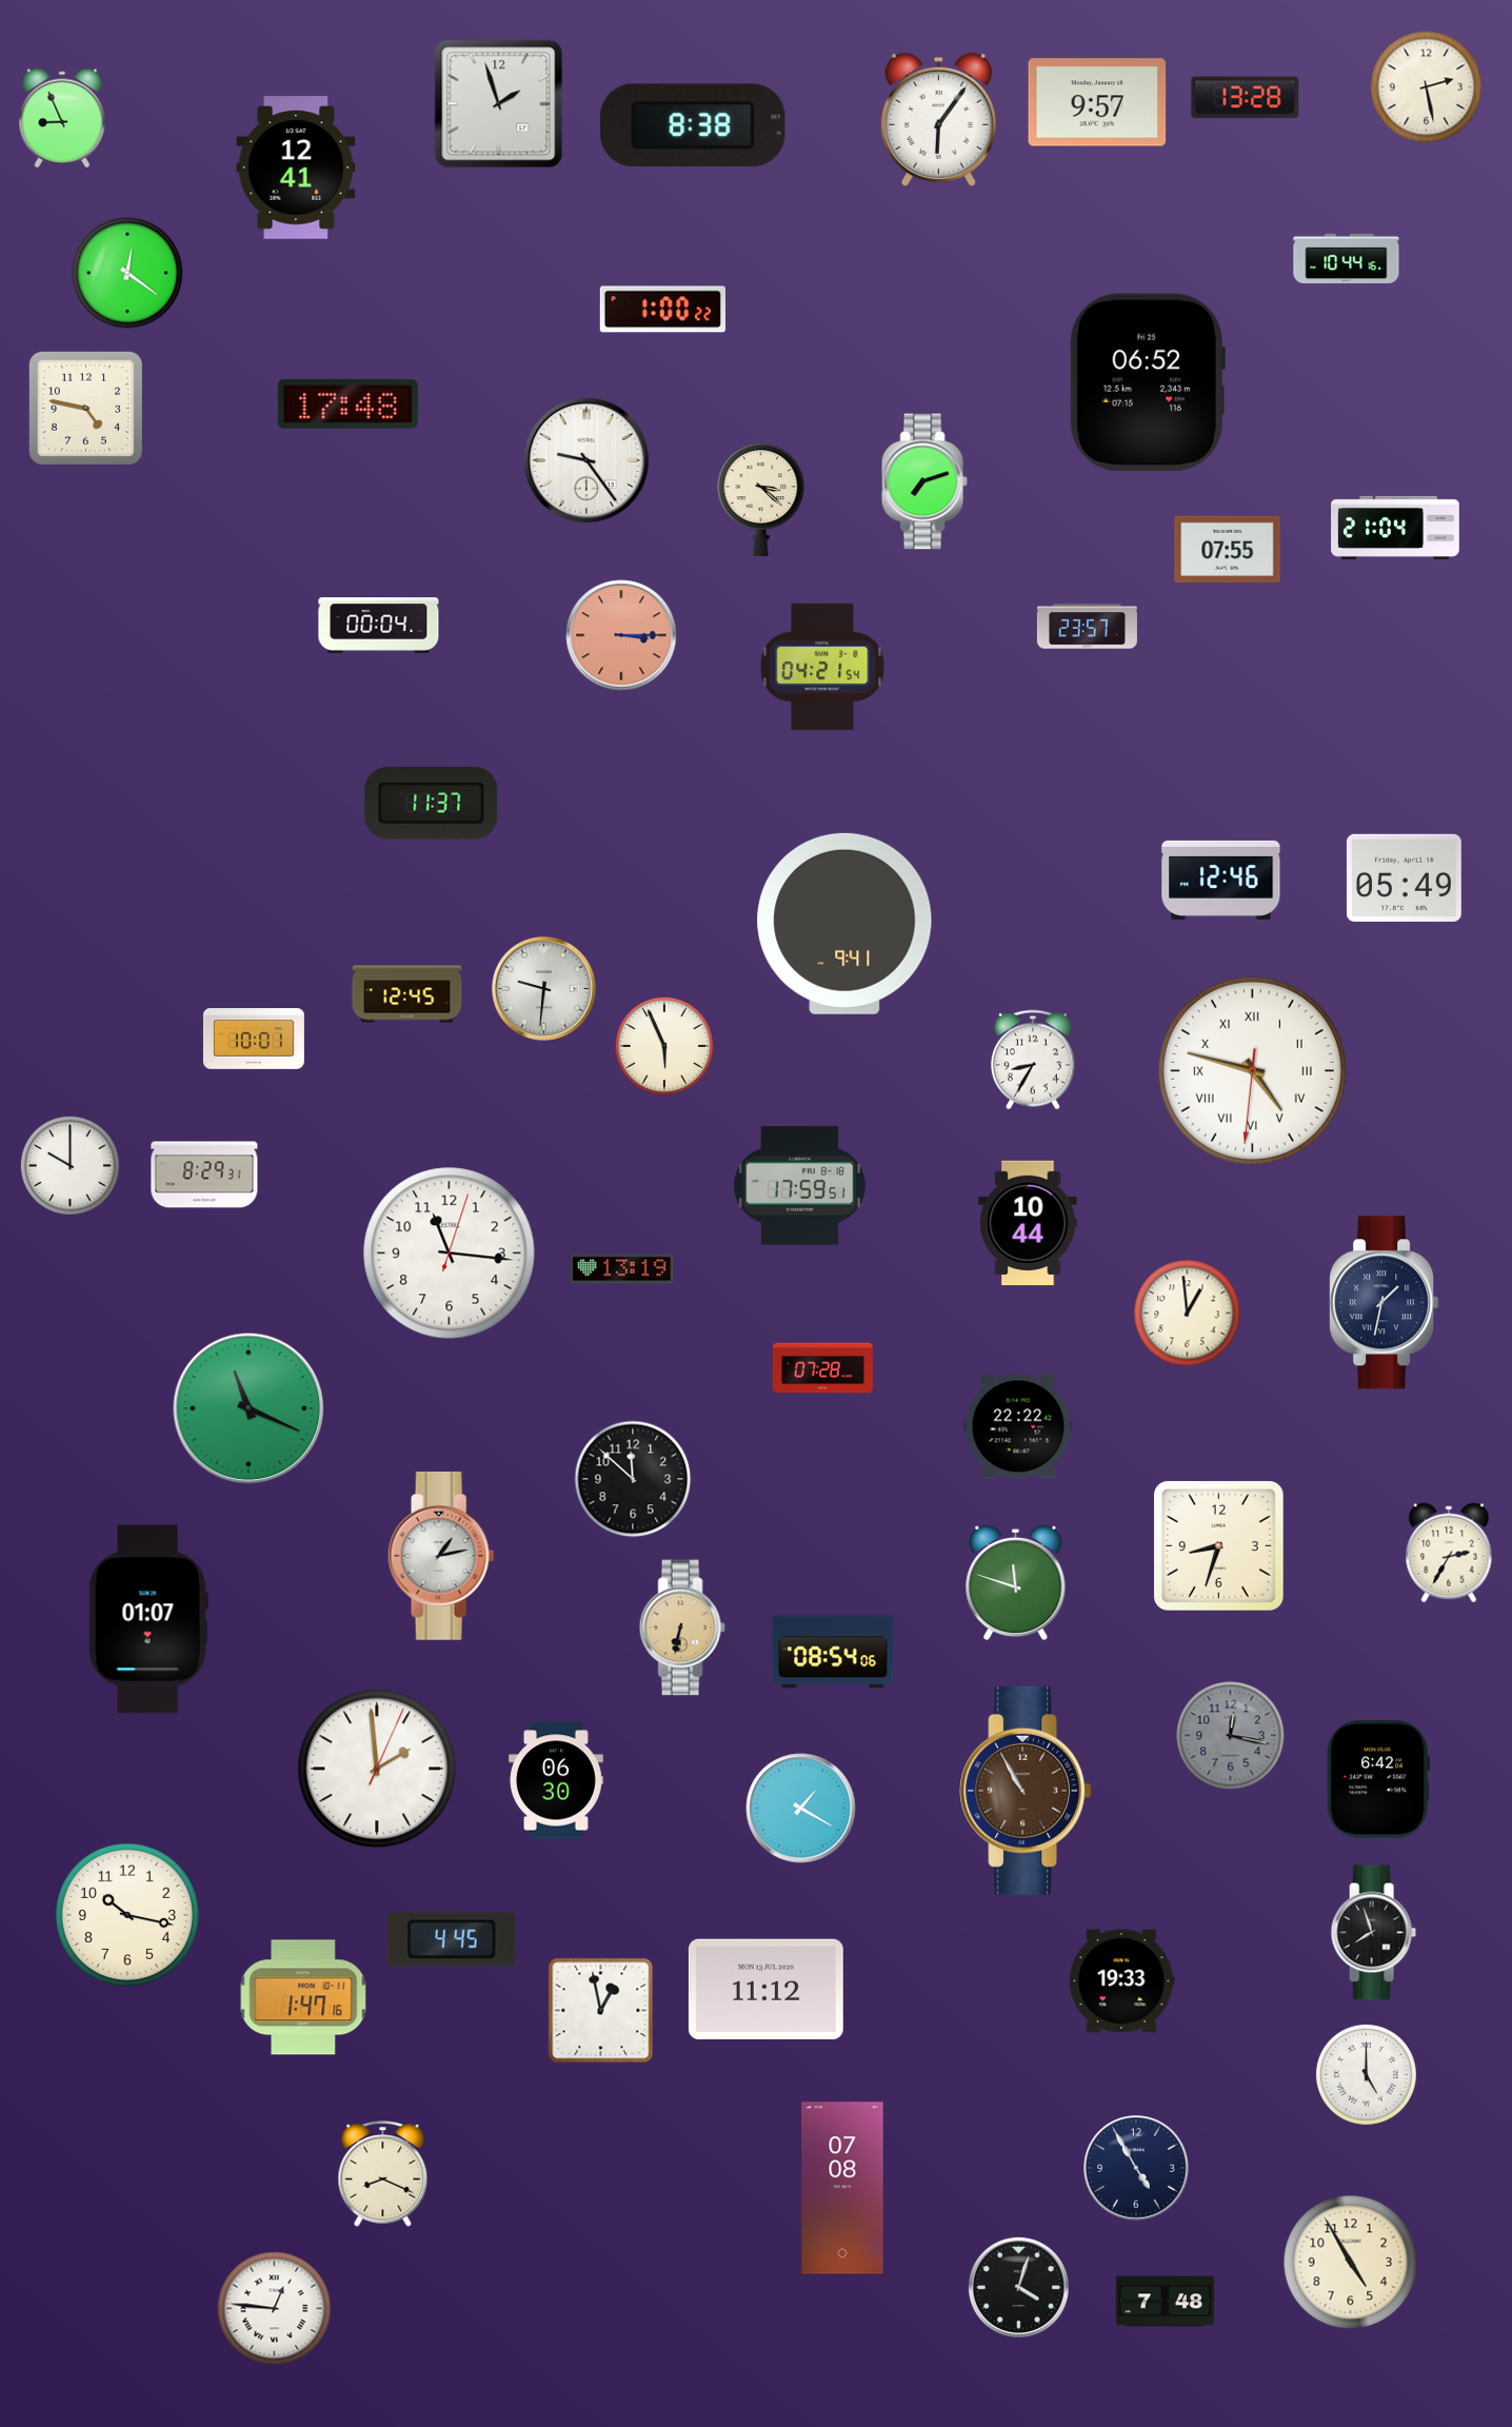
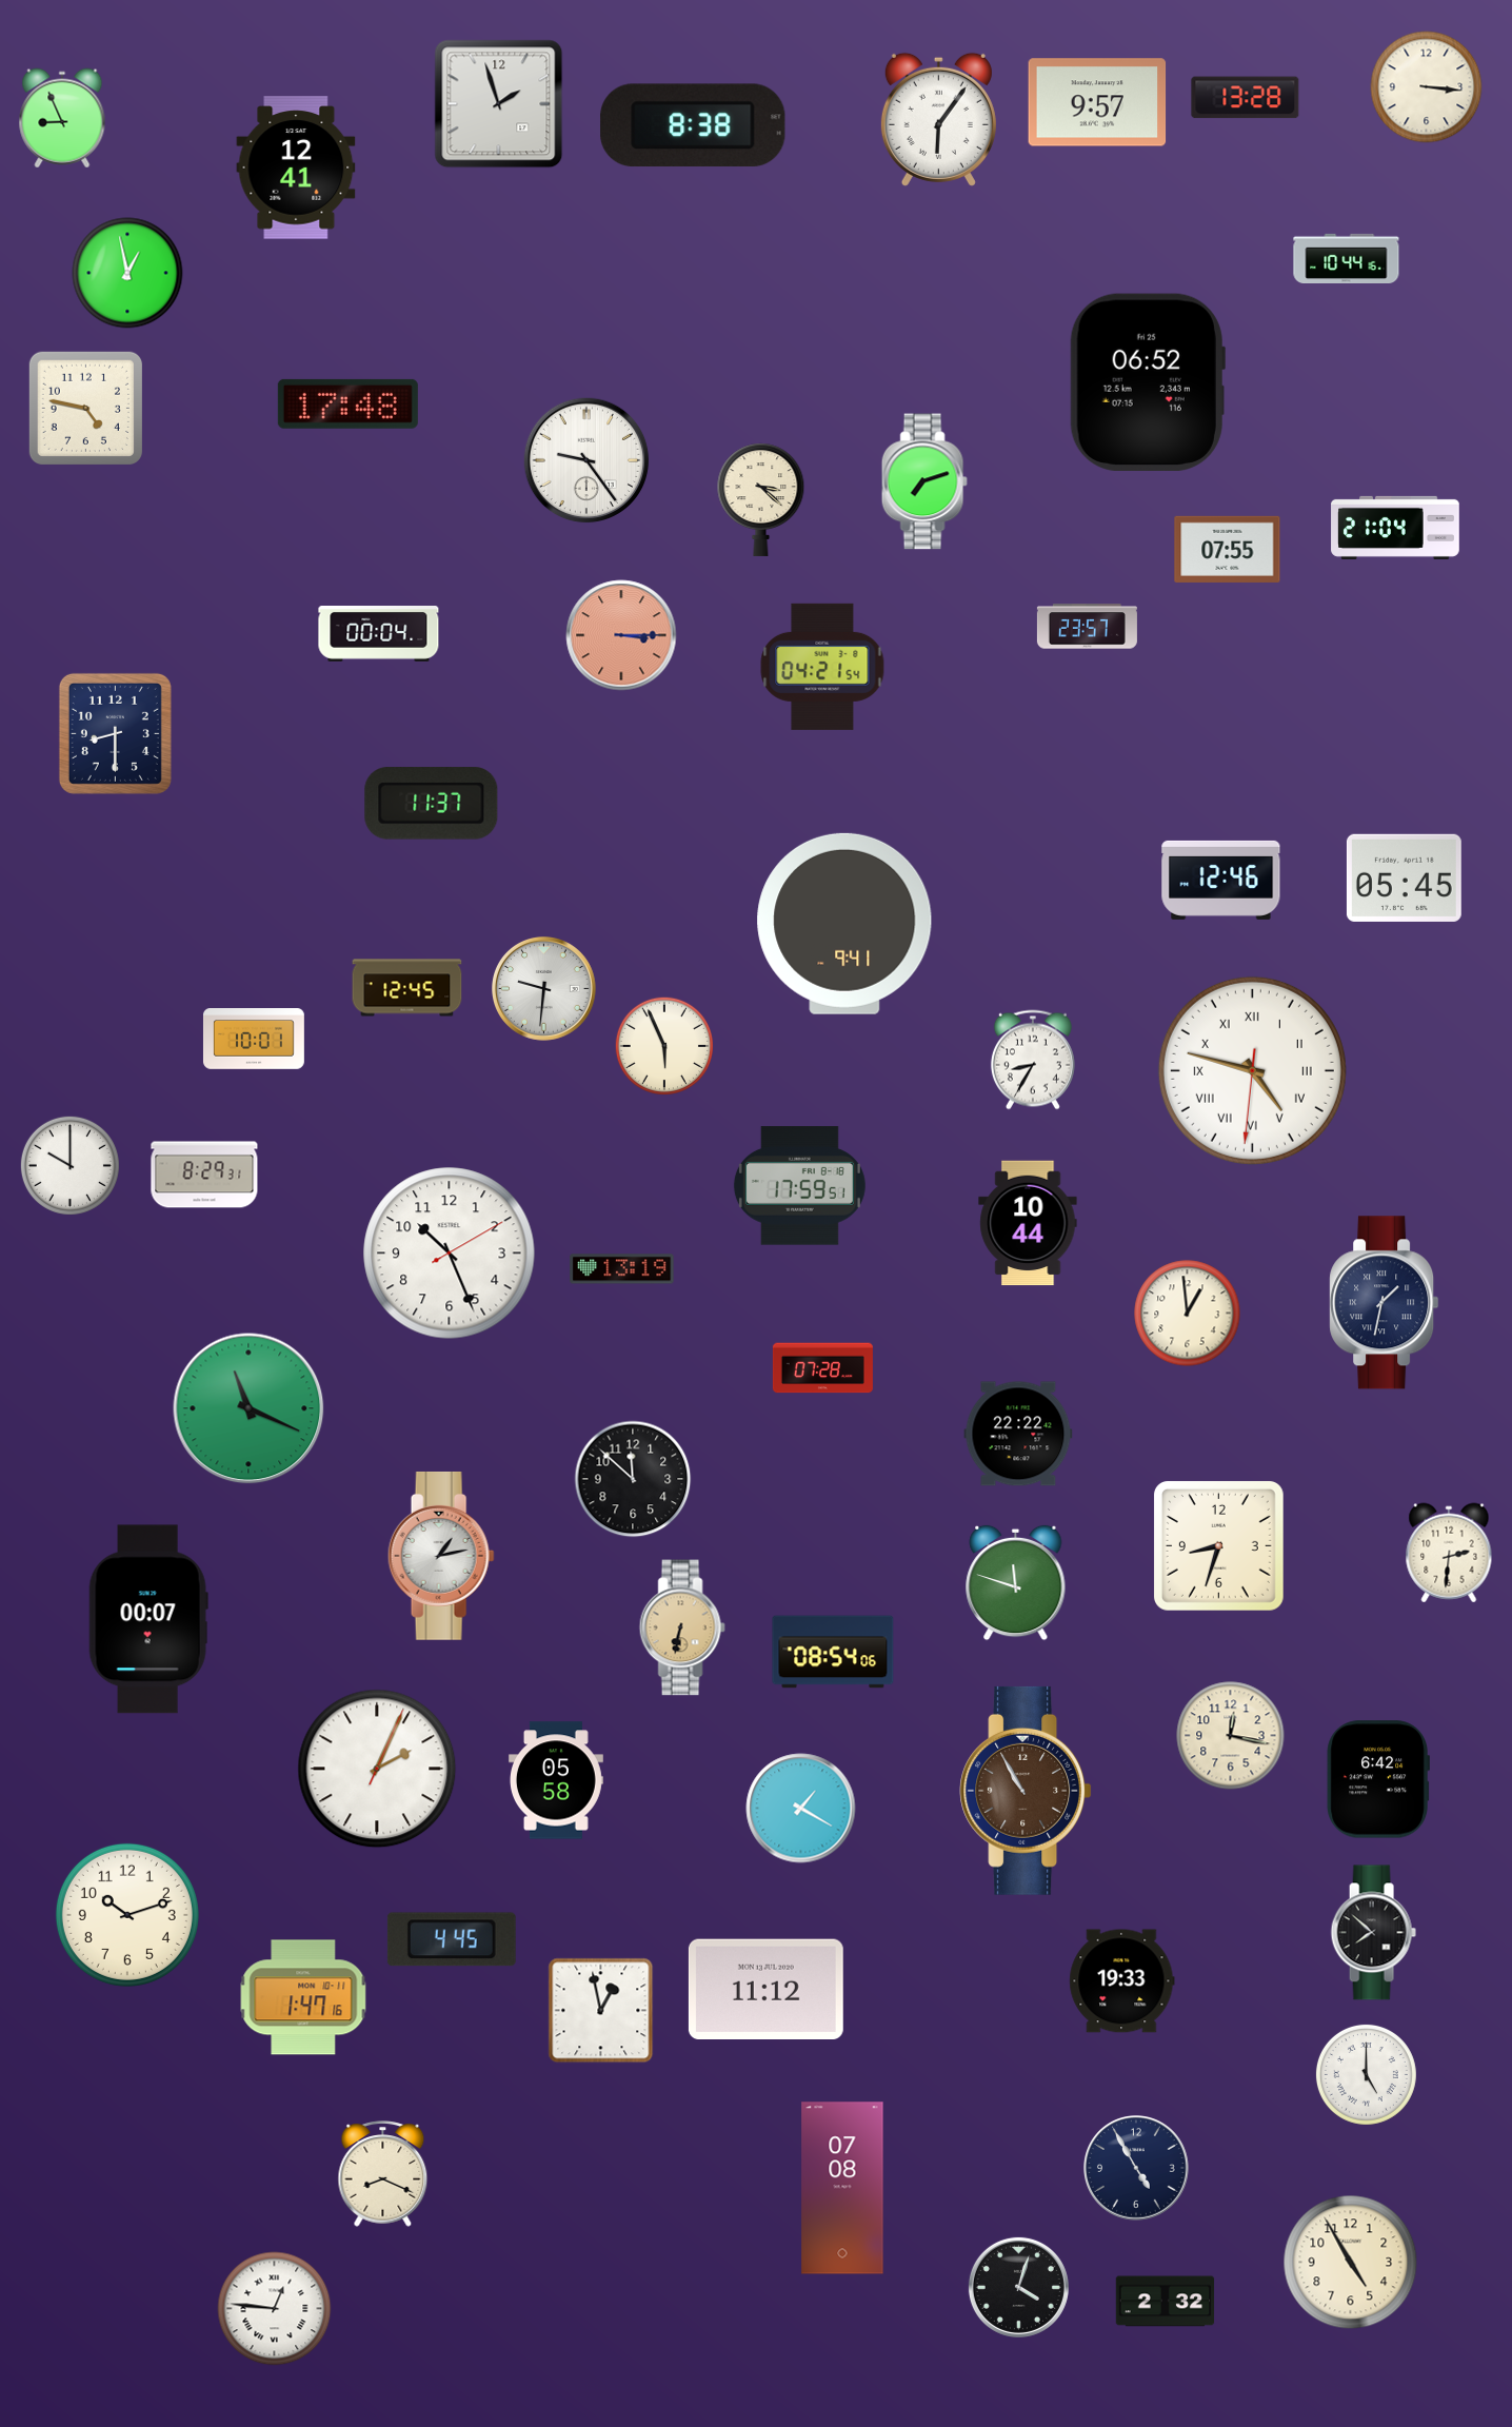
clock at (1427, 87): 2:28 -> 3:16
clock at (127, 273): 12:21 -> 12:58
clock at (662, 310): 1:00 -> none
clock at (379, 626) position: (379, 626) -> (379, 634)
clock at (115, 733): none -> 8:30
clock at (1404, 877): 05:49 -> 05:45
clock at (407, 994) position: (407, 994) -> (407, 988)
clock at (450, 1254): 11:16 -> 10:26
clock at (1018, 1426) position: (1018, 1426) -> (1018, 1434)
clock at (1449, 1553): 2:35 -> 2:31
clock at (148, 1619): 01:07 -> 00:07
clock at (1231, 1736) dial: grey -> cream
clock at (377, 1769): 1:59 -> 2:04
clock at (556, 1780): 06:30 -> 05:58
clock at (127, 1915): 10:17 -> 10:12
clock at (1373, 1933): 7:57 -> 7:52
clock at (1166, 2302): 7:48 -> 2:32
